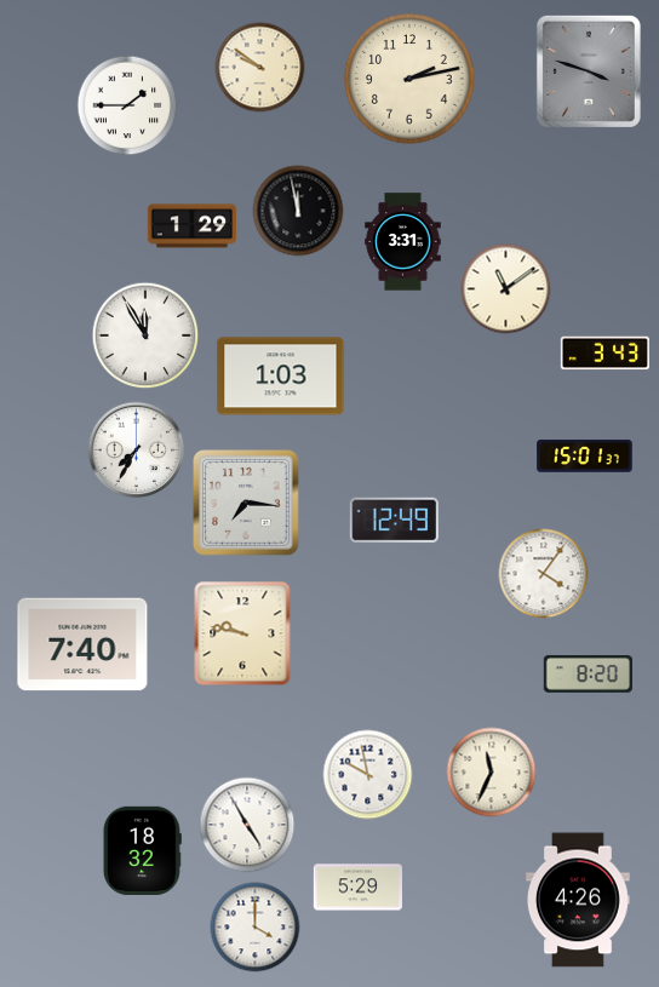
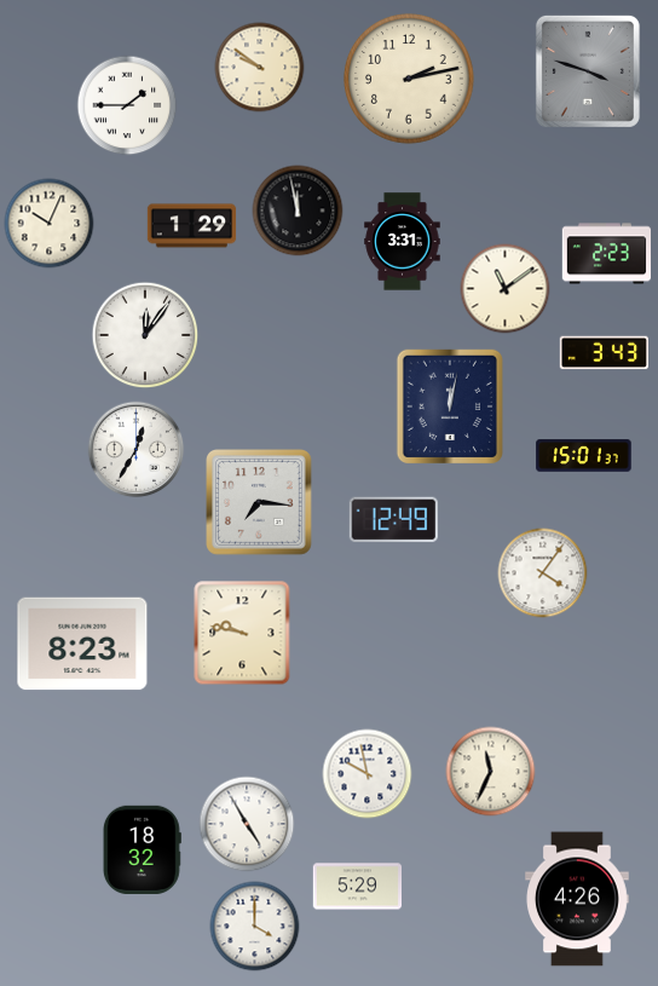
clock at (50, 224): none -> 10:04
clock at (607, 254): none -> 2:23
clock at (145, 335): 11:55 -> 12:06
clock at (281, 377): 1:03 -> none
clock at (450, 405): none -> 12:02
clock at (137, 451): 7:35 -> 12:35
clock at (247, 504) position: (247, 504) -> (260, 503)
clock at (82, 644): 7:40 -> 8:23
clock at (588, 675): 8:20 -> none
